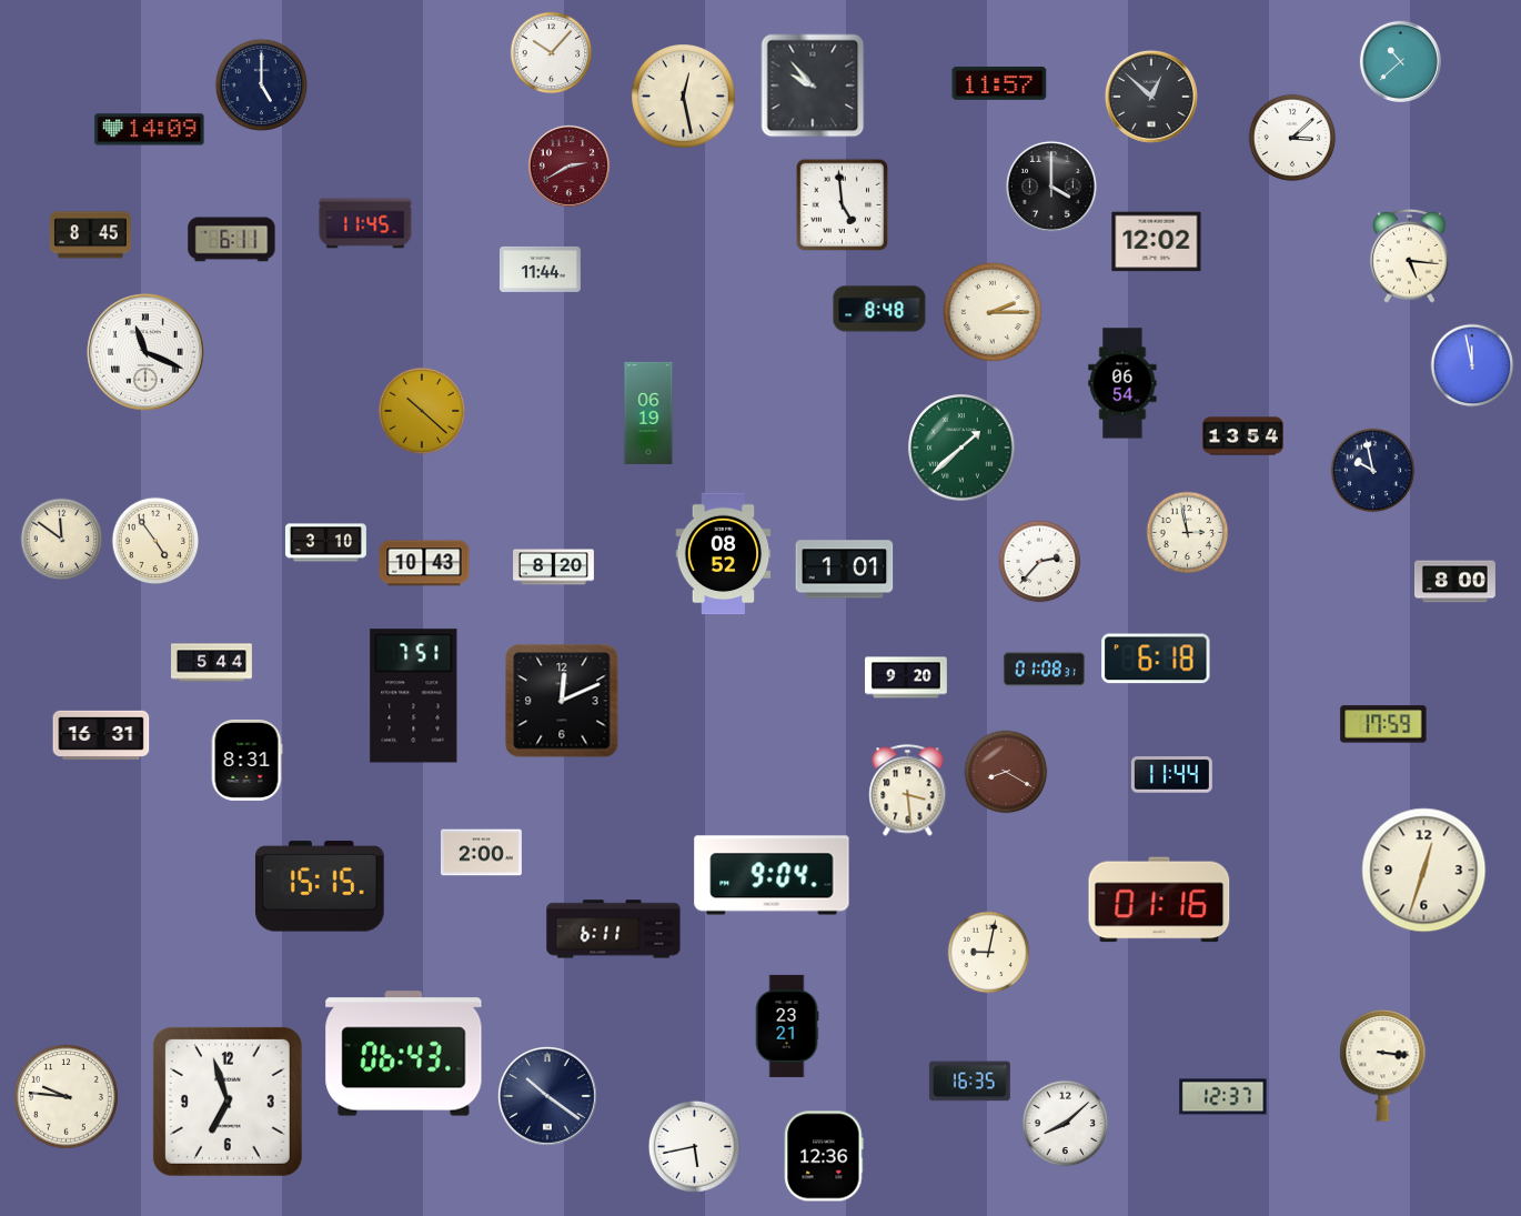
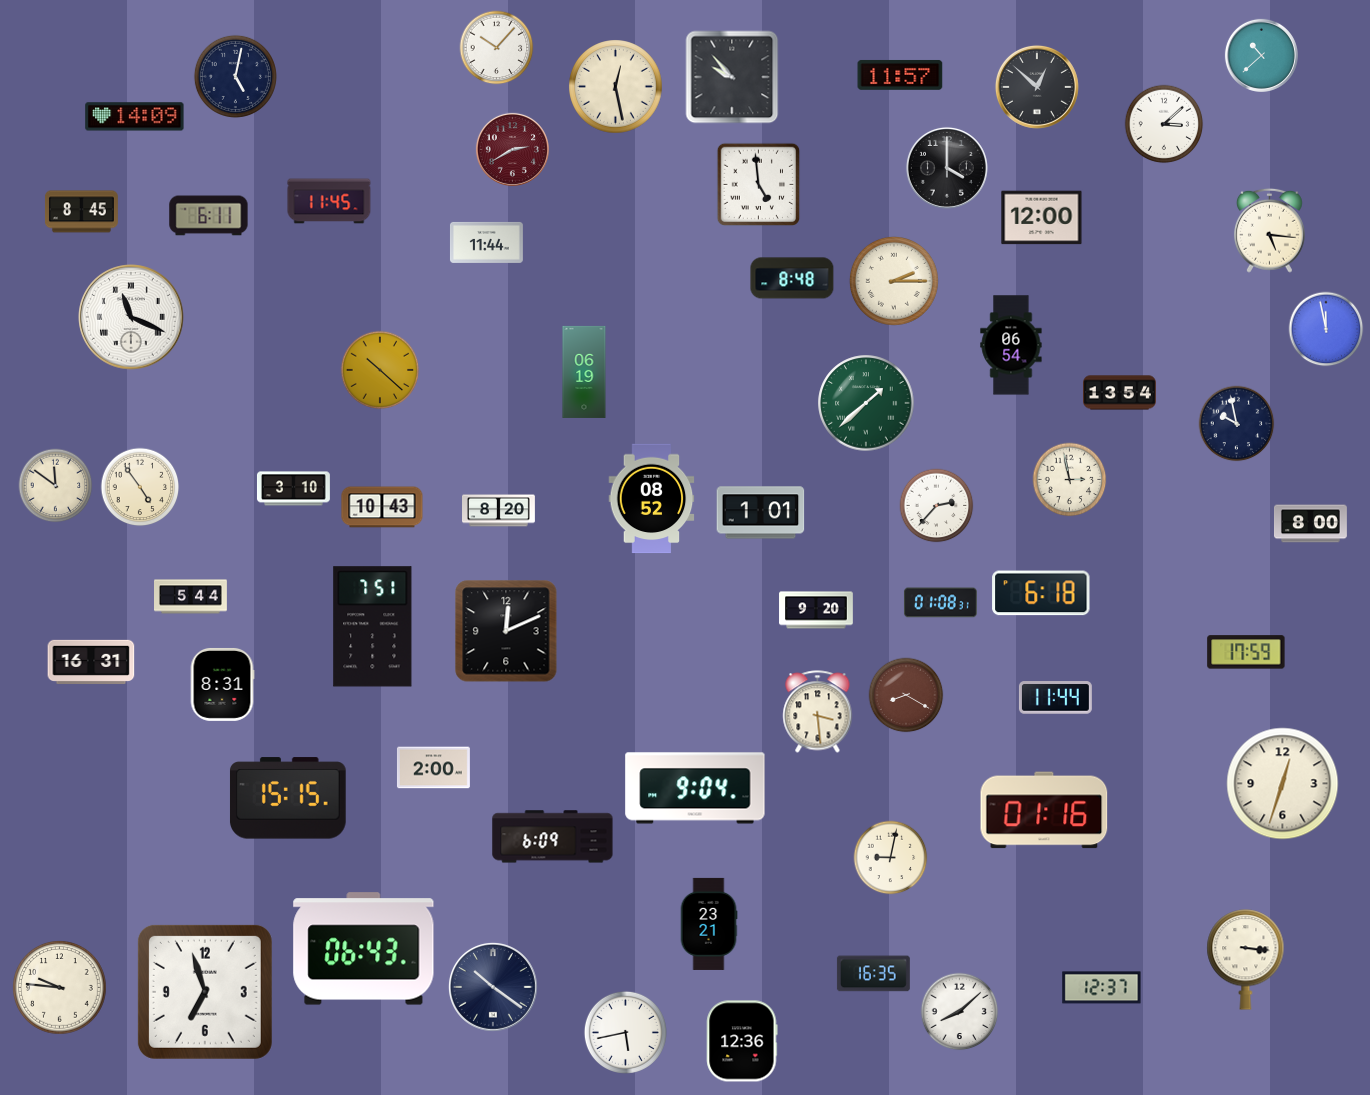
clock at (261, 84): 5:00 -> 5:02
clock at (1157, 242): 12:02 -> 12:00
clock at (614, 929): 6:11 -> 6:09
